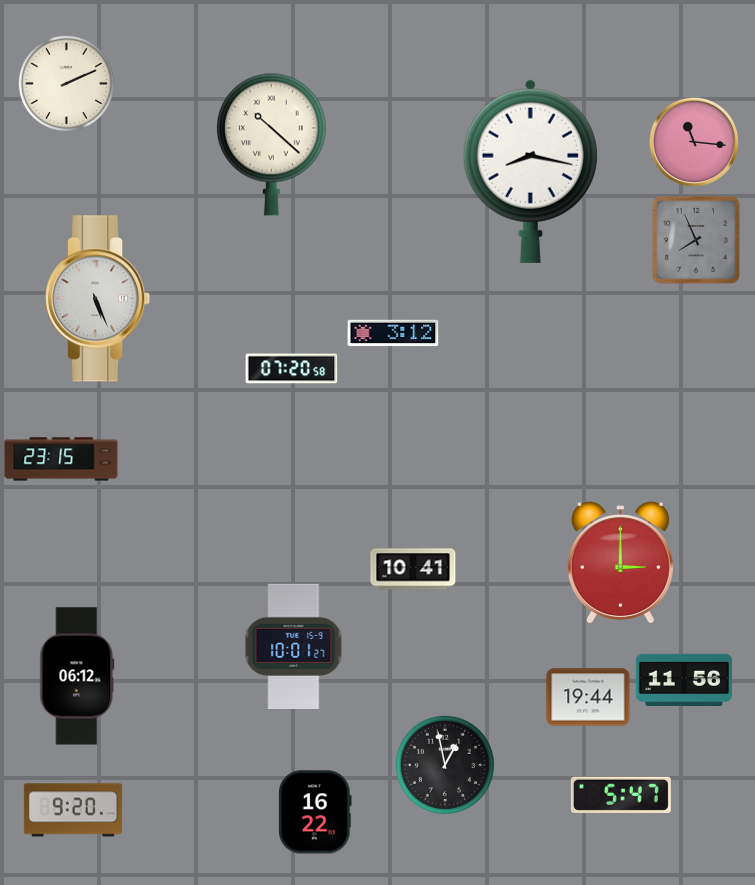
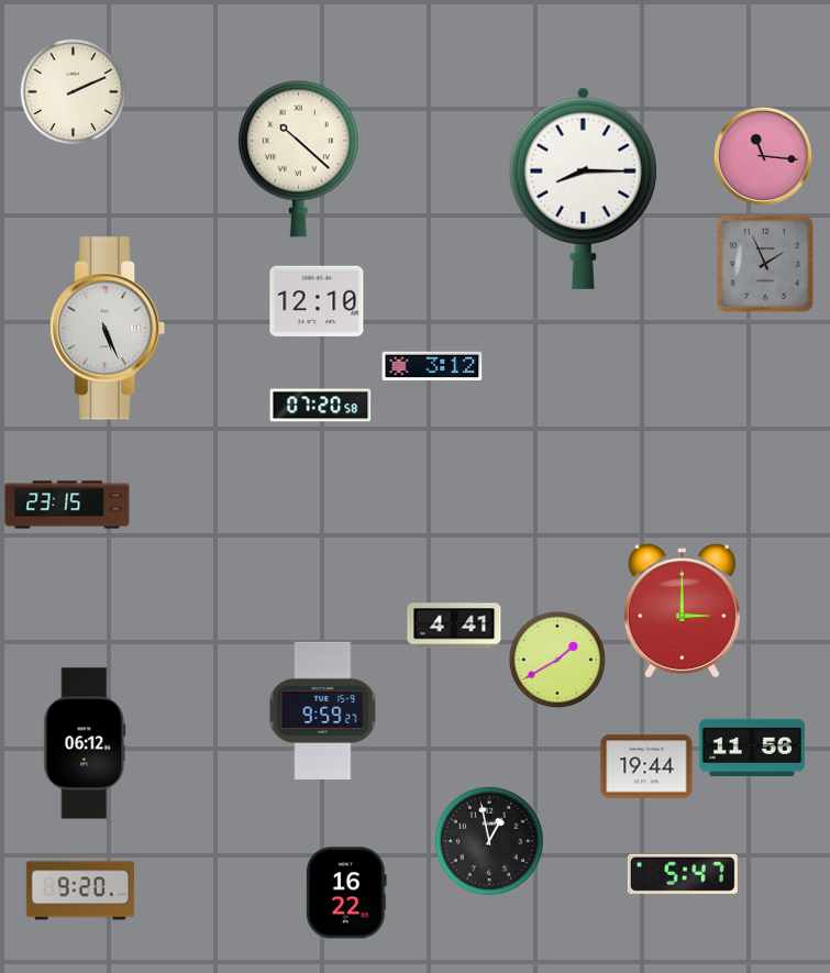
clock at (530, 171): 8:17 -> 8:15
clock at (696, 240): 7:56 -> 1:56
clock at (317, 301): none -> 12:10
clock at (620, 563) position: (620, 563) -> (682, 611)
clock at (413, 569): 10:41 -> 4:41
clock at (557, 660): none -> 1:40
clock at (294, 646): 10:01 -> 9:59
